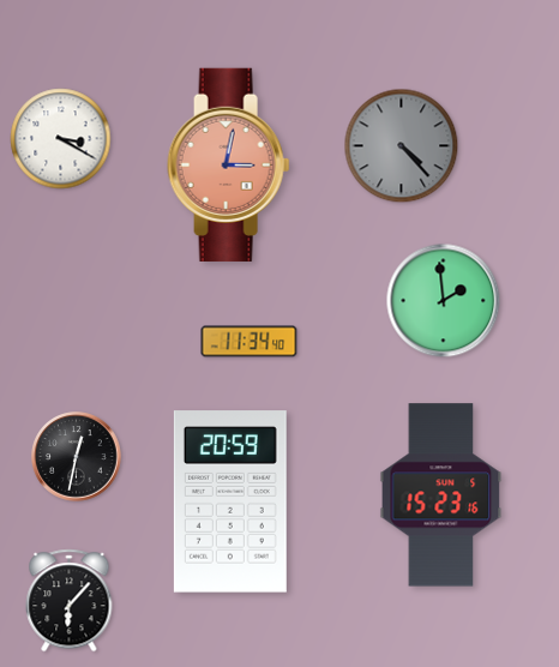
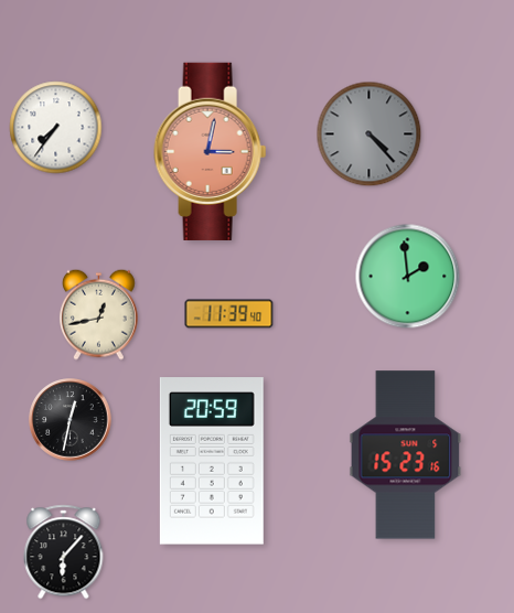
clock at (61, 139): 3:20 -> 7:36
clock at (99, 314): none -> 12:43
clock at (250, 342): 11:34 -> 11:39
